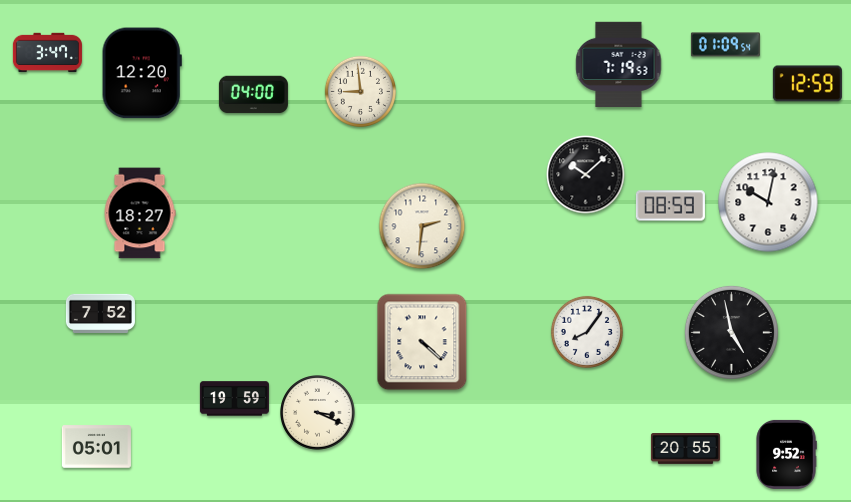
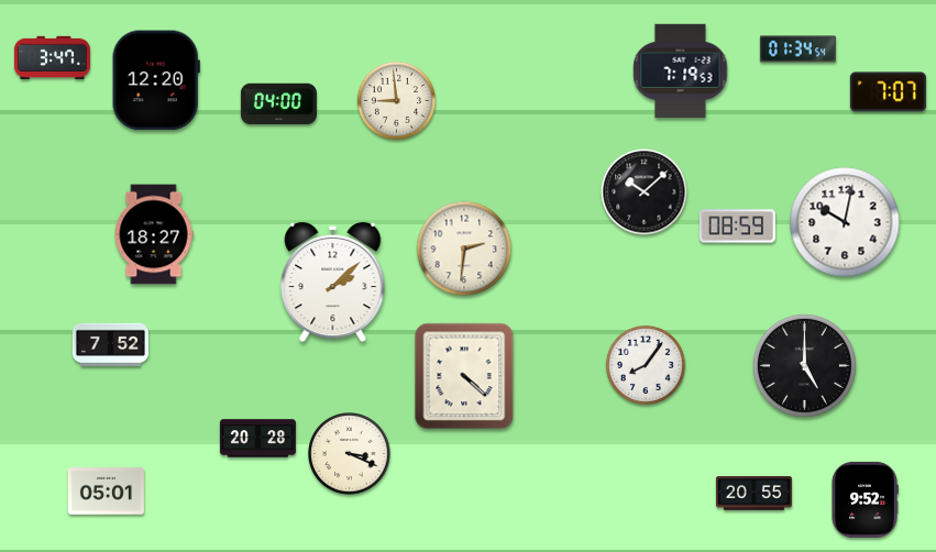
clock at (725, 45): 01:09 -> 01:34
clock at (807, 84): 12:59 -> 7:07
clock at (333, 283): none -> 2:08
clock at (731, 332): 4:58 -> 5:00
clock at (234, 399): 19:59 -> 20:28
